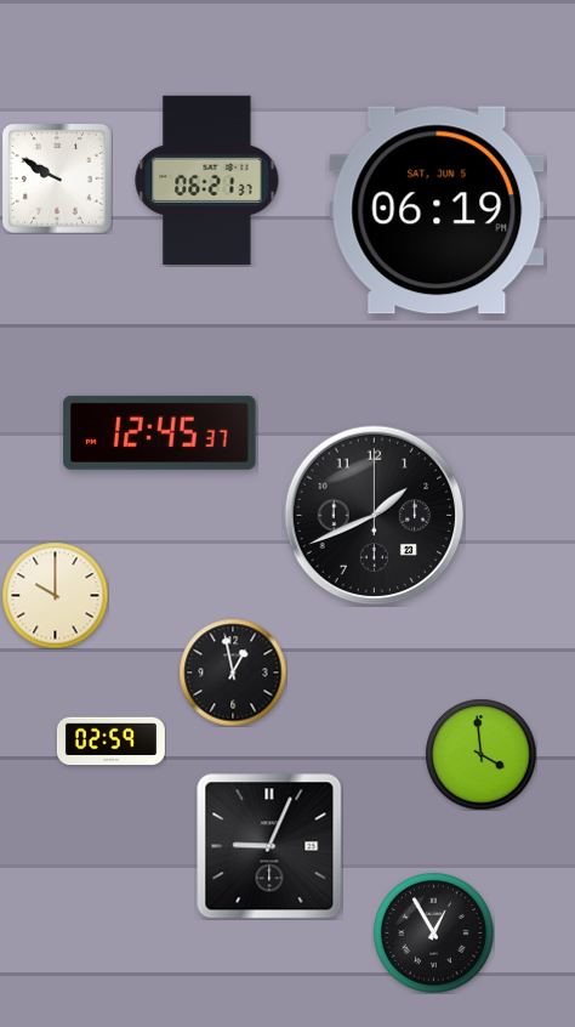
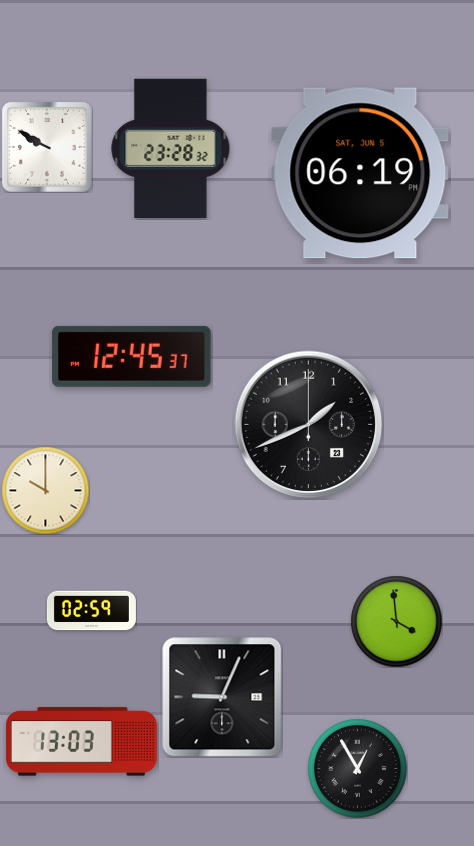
clock at (207, 180): 06:21 -> 23:28
clock at (233, 673): 12:58 -> none
clock at (81, 742): none -> 13:03
